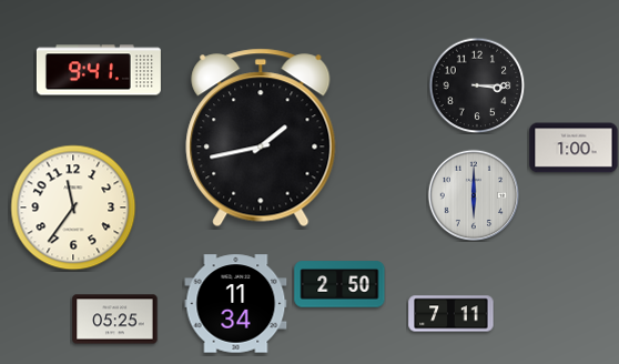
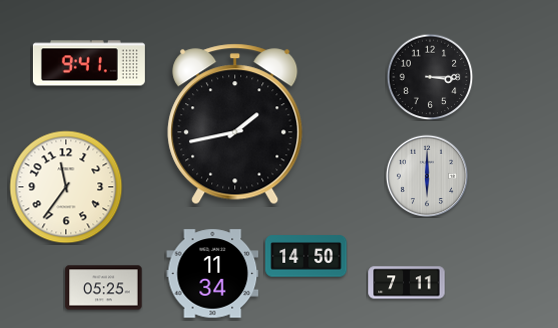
clock at (574, 148): 1:00 -> none
clock at (339, 284): 2:50 -> 14:50
